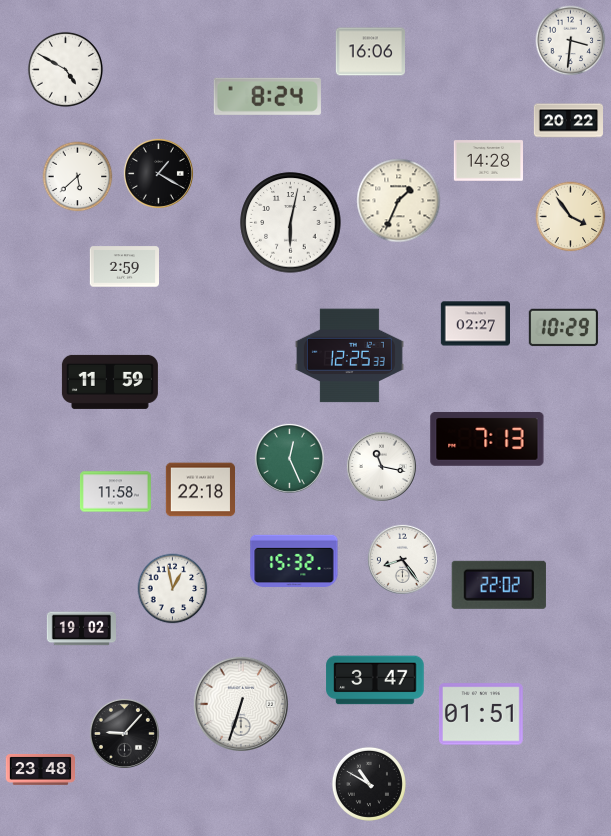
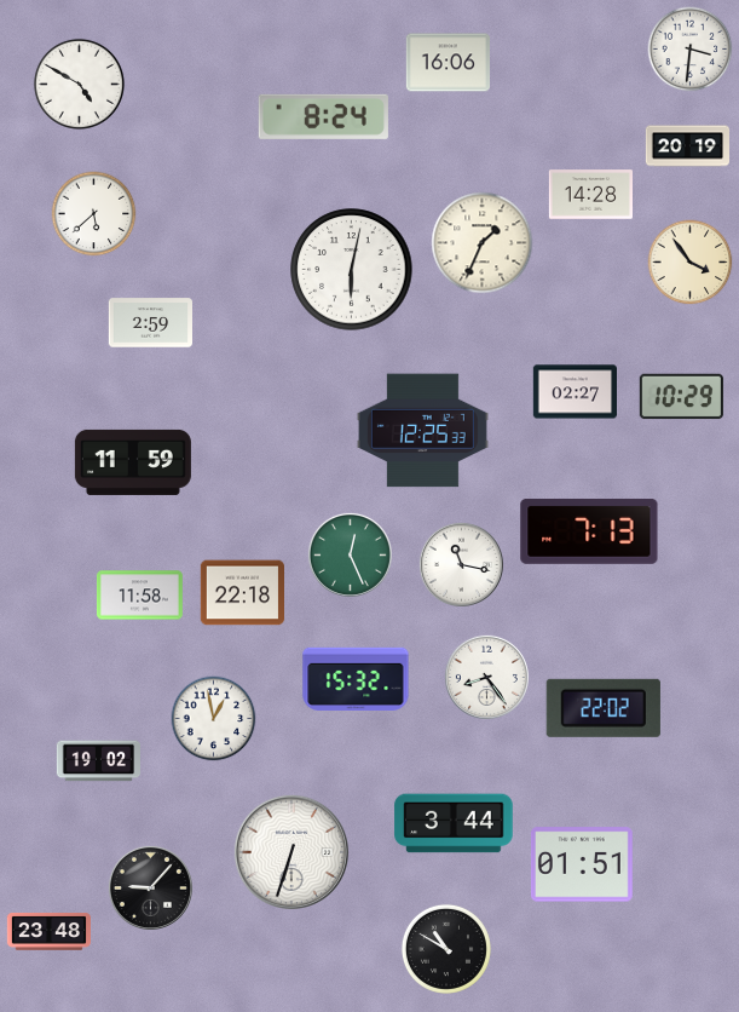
clock at (568, 121): 20:22 -> 20:19
clock at (158, 173): 1:20 -> none
clock at (173, 589) position: (173, 589) -> (214, 719)
clock at (375, 680): 3:47 -> 3:44
